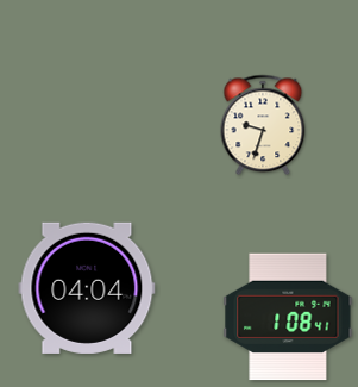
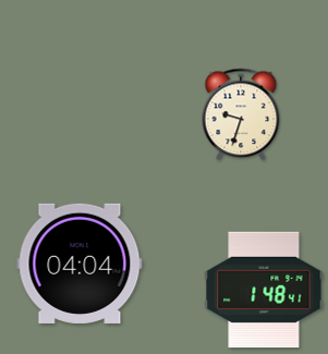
clock at (288, 317): 1:08 -> 1:48
